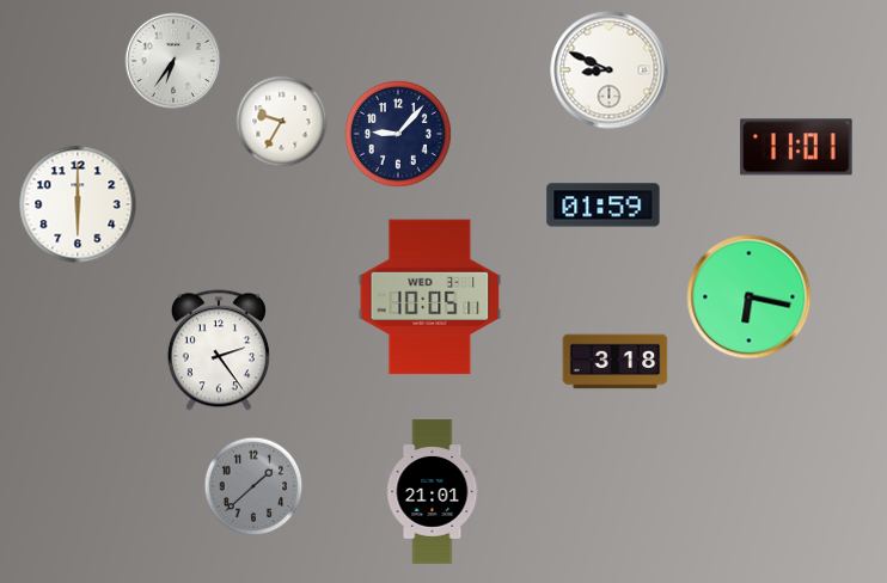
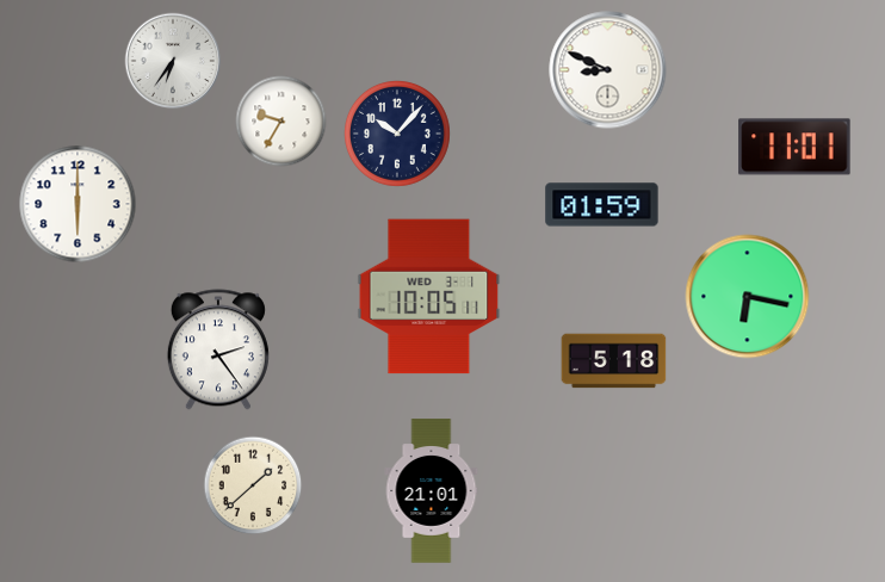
clock at (399, 135): 9:07 -> 10:07
clock at (616, 362): 3:18 -> 5:18
clock at (253, 486) dial: grey -> cream
